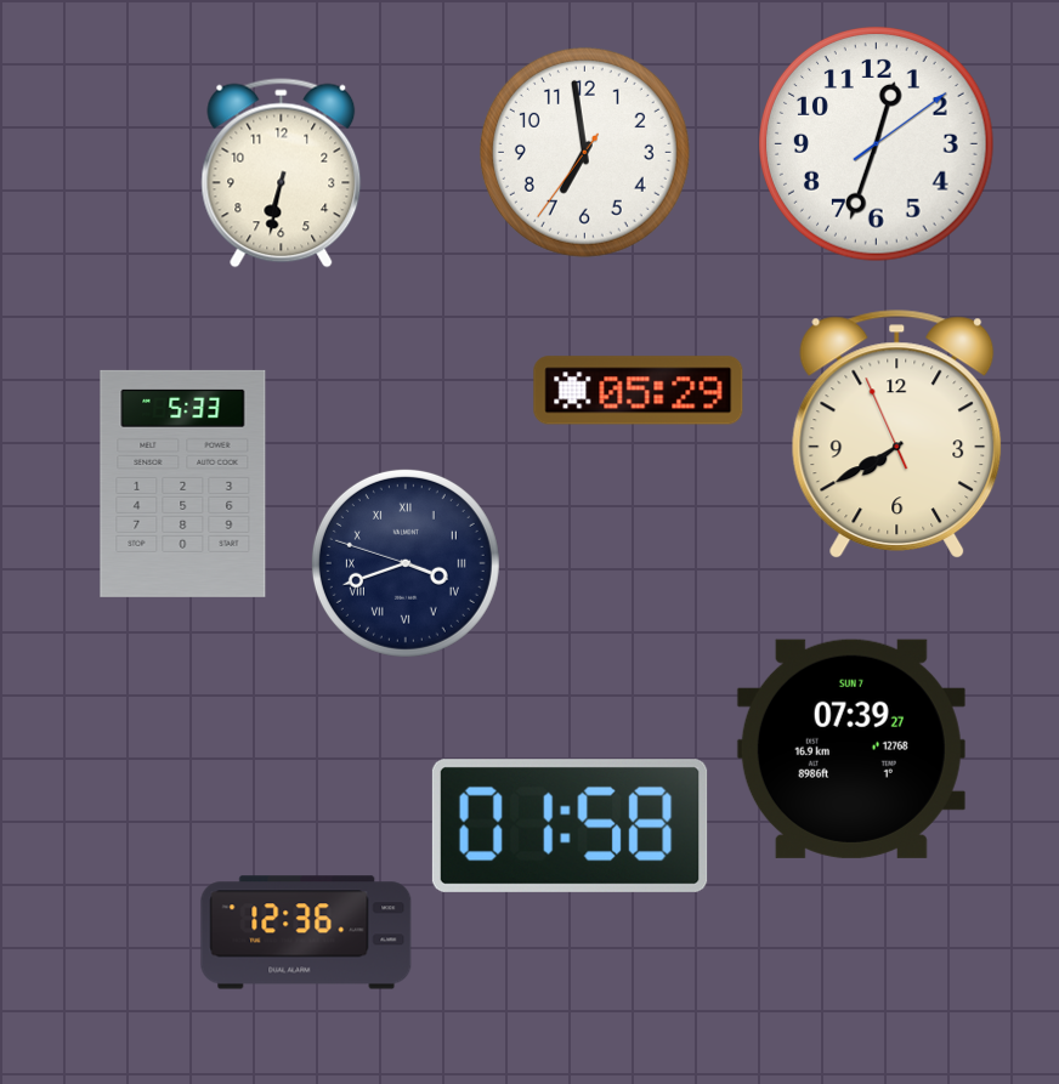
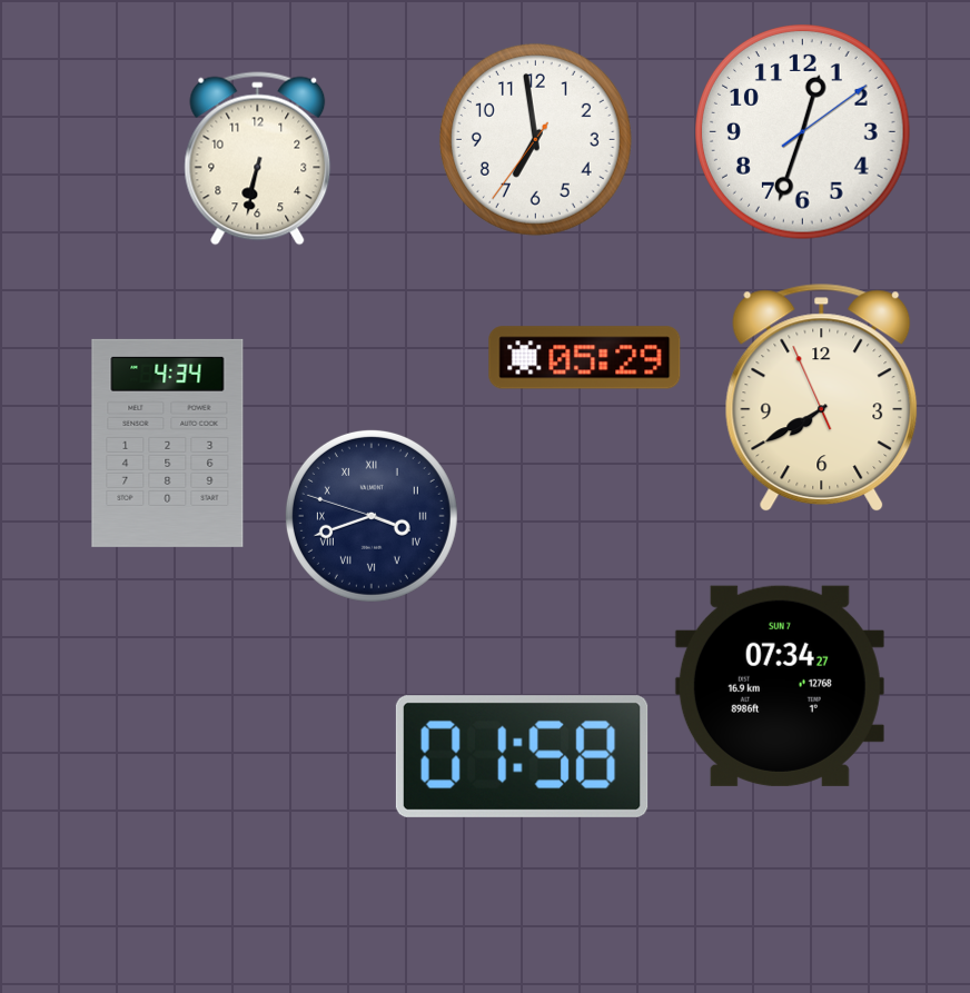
clock at (183, 483): 5:33 -> 4:34
clock at (851, 749): 07:39 -> 07:34
clock at (306, 932): 12:36 -> none
